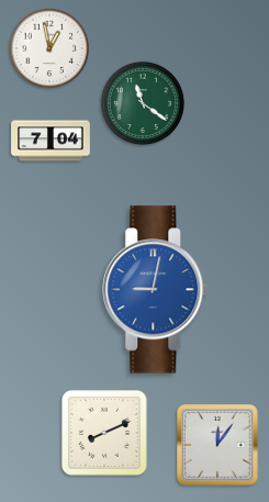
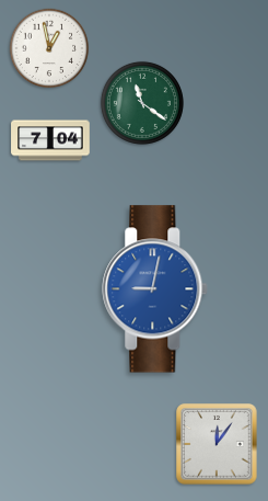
clock at (105, 434): 8:11 -> none
